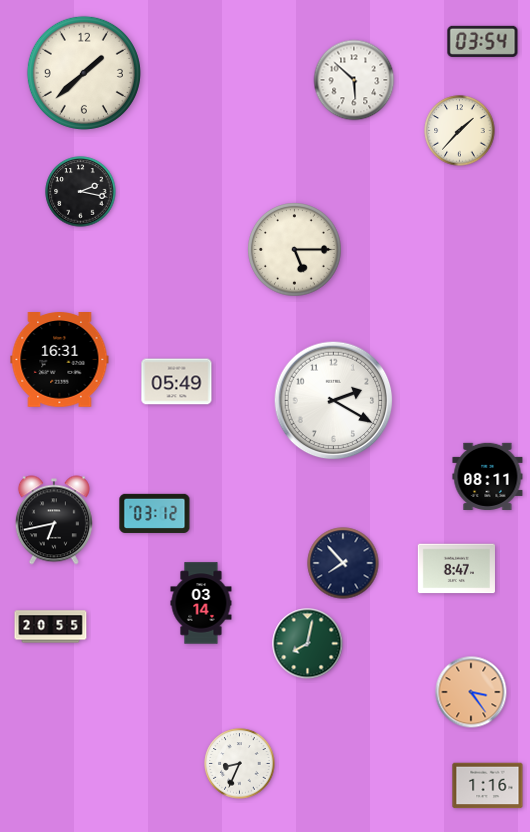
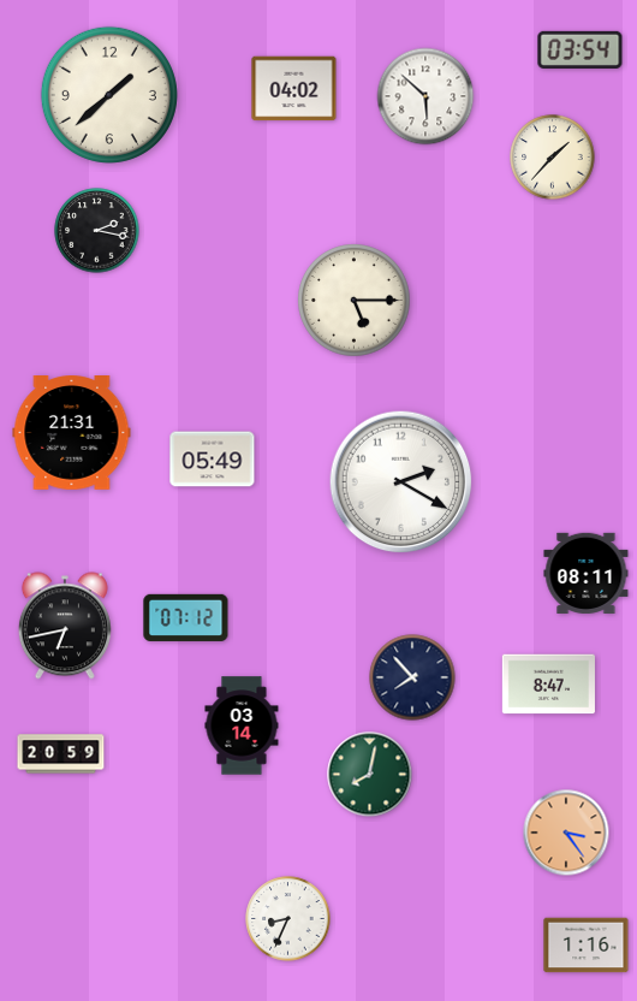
clock at (84, 73) position: (84, 73) -> (109, 95)
clock at (294, 89): none -> 04:02
clock at (60, 360): 16:31 -> 21:31
clock at (155, 513): 03:12 -> 07:12
clock at (51, 627): 20:55 -> 20:59
